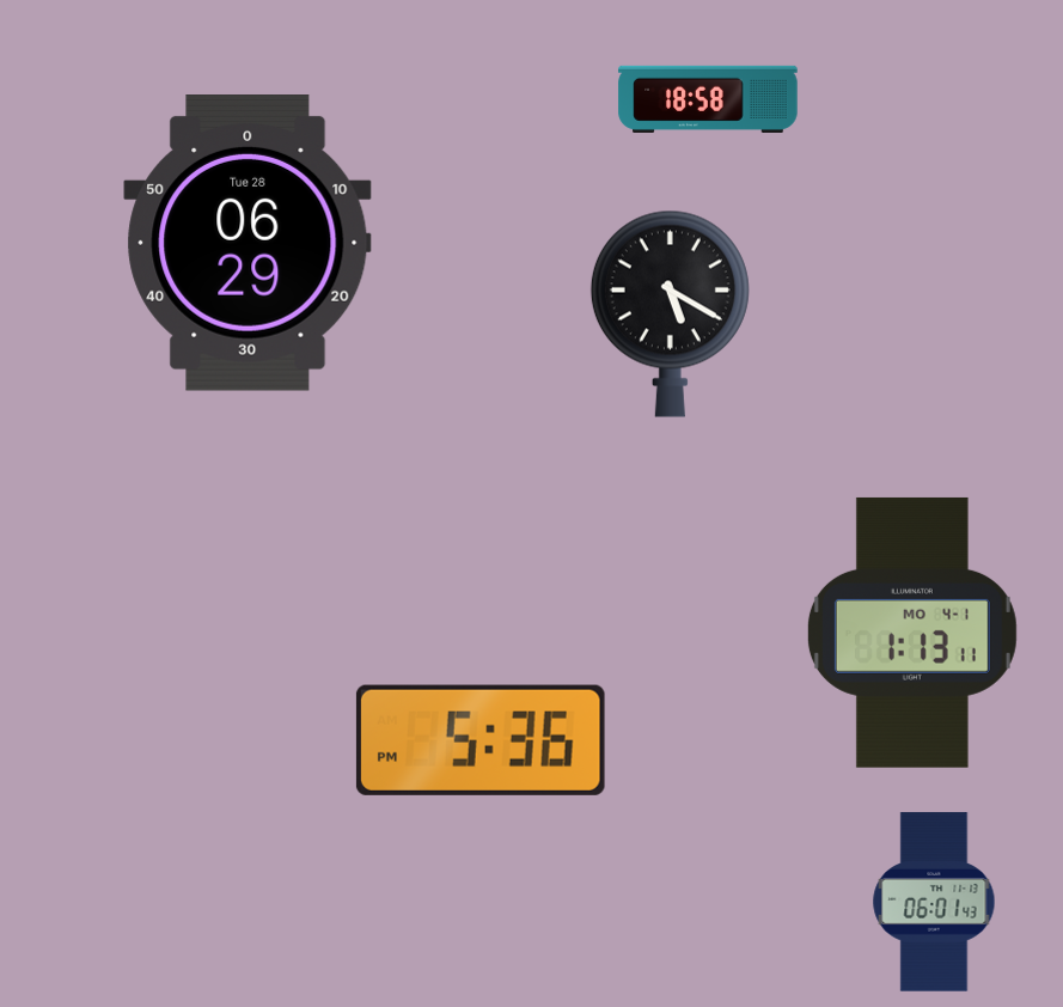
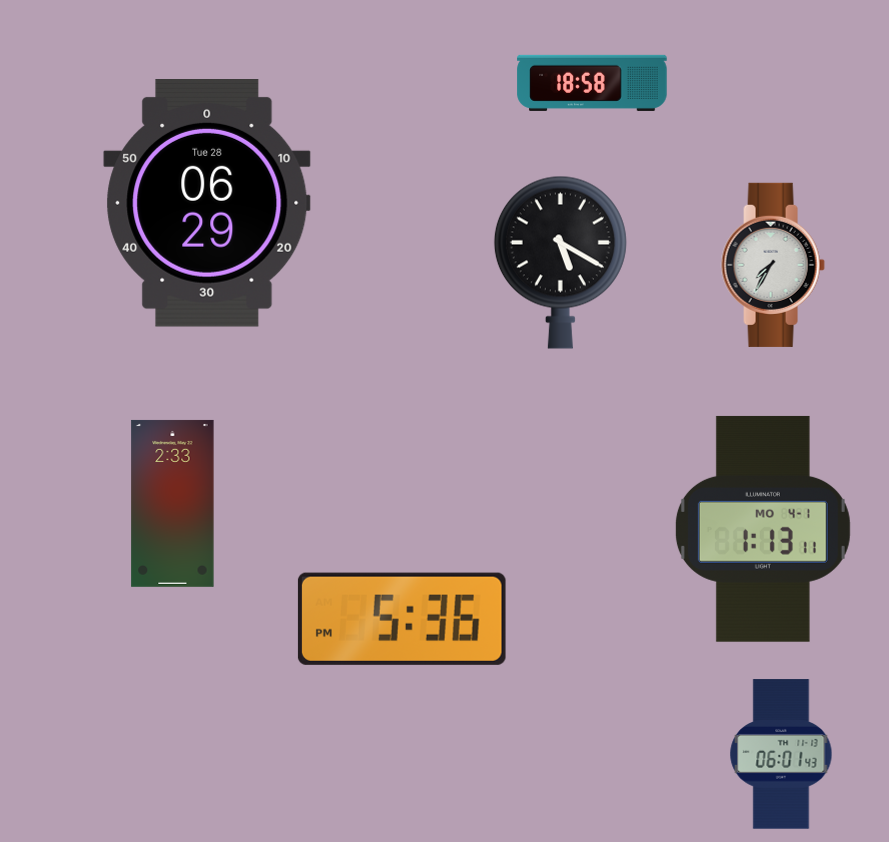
clock at (773, 265): none -> 7:35
clock at (173, 503): none -> 2:33
